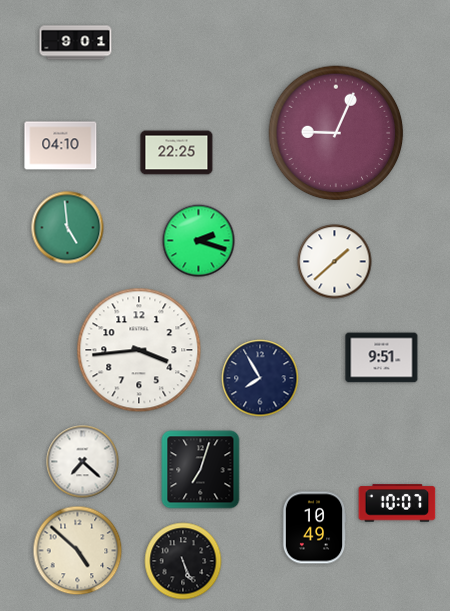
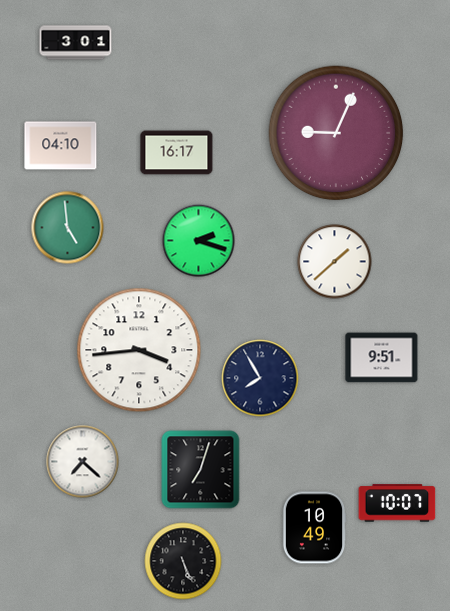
clock at (76, 43): 9:01 -> 3:01
clock at (177, 153): 22:25 -> 16:17
clock at (78, 551): 4:52 -> none
